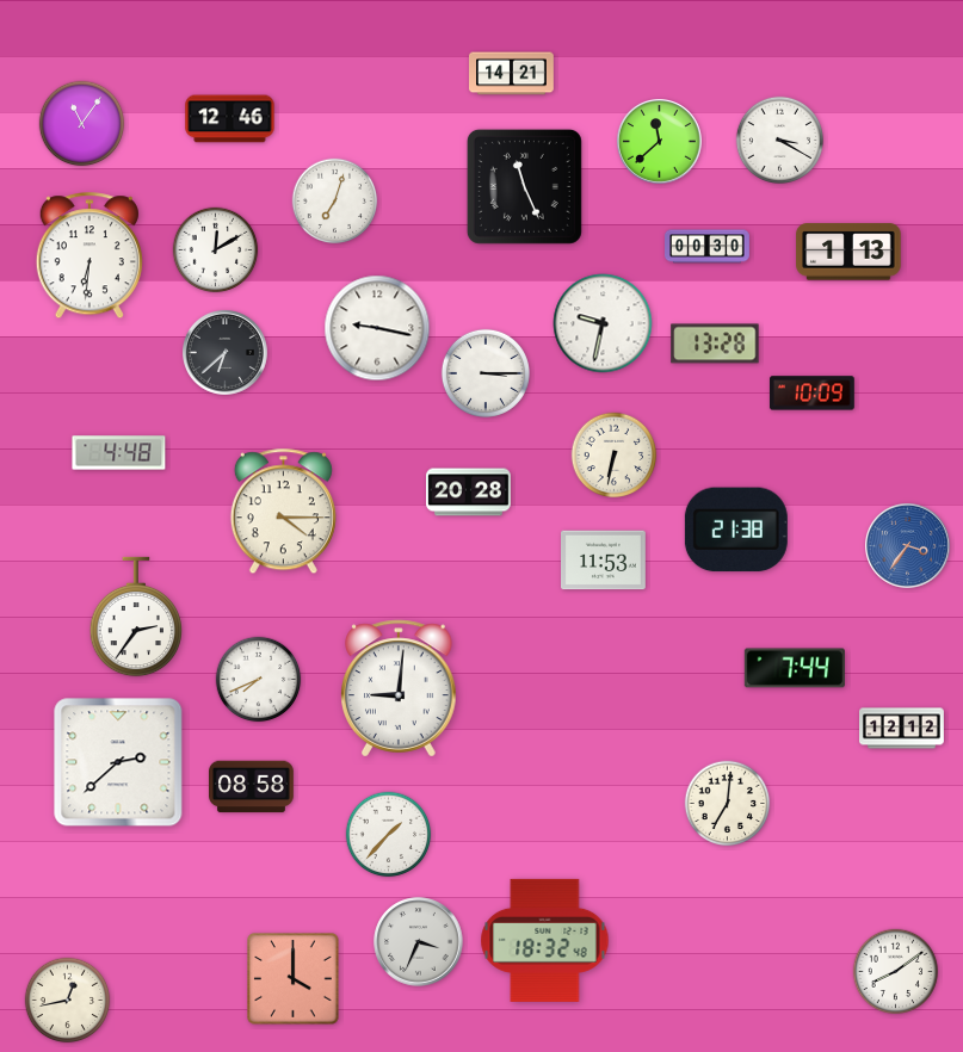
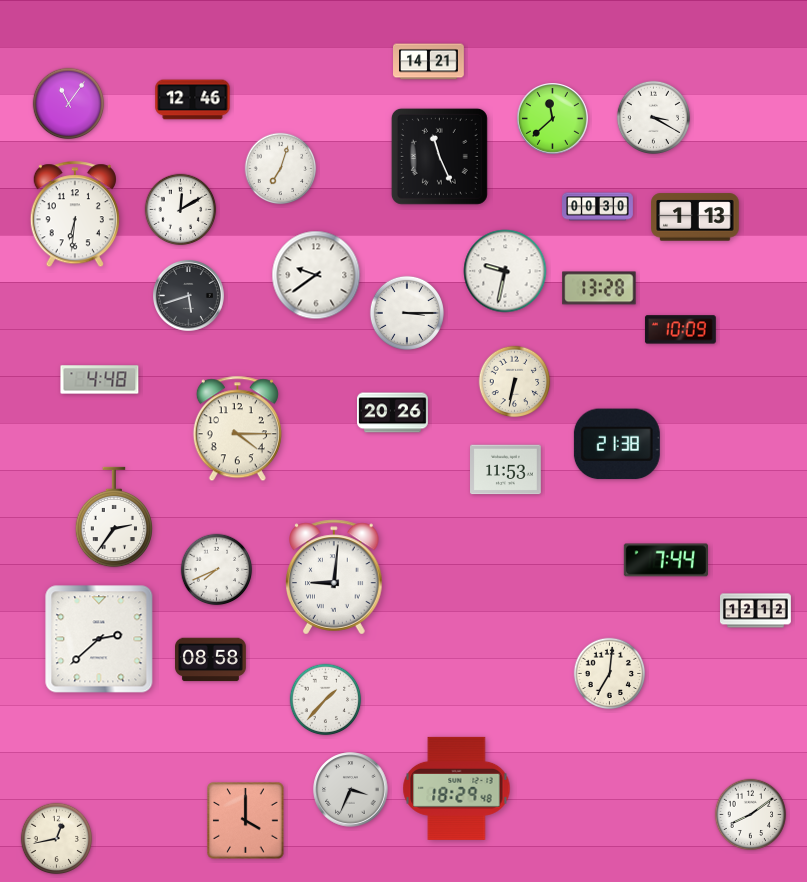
clock at (708, 247) position: (708, 247) -> (598, 207)
clock at (848, 252) position: (848, 252) -> (695, 217)
clock at (377, 328): 9:17 -> 9:39
clock at (226, 353): 6:38 -> 5:42
clock at (469, 493): 20:28 -> 20:26
clock at (908, 546): 3:36 -> none
clock at (545, 940): 18:32 -> 18:29
